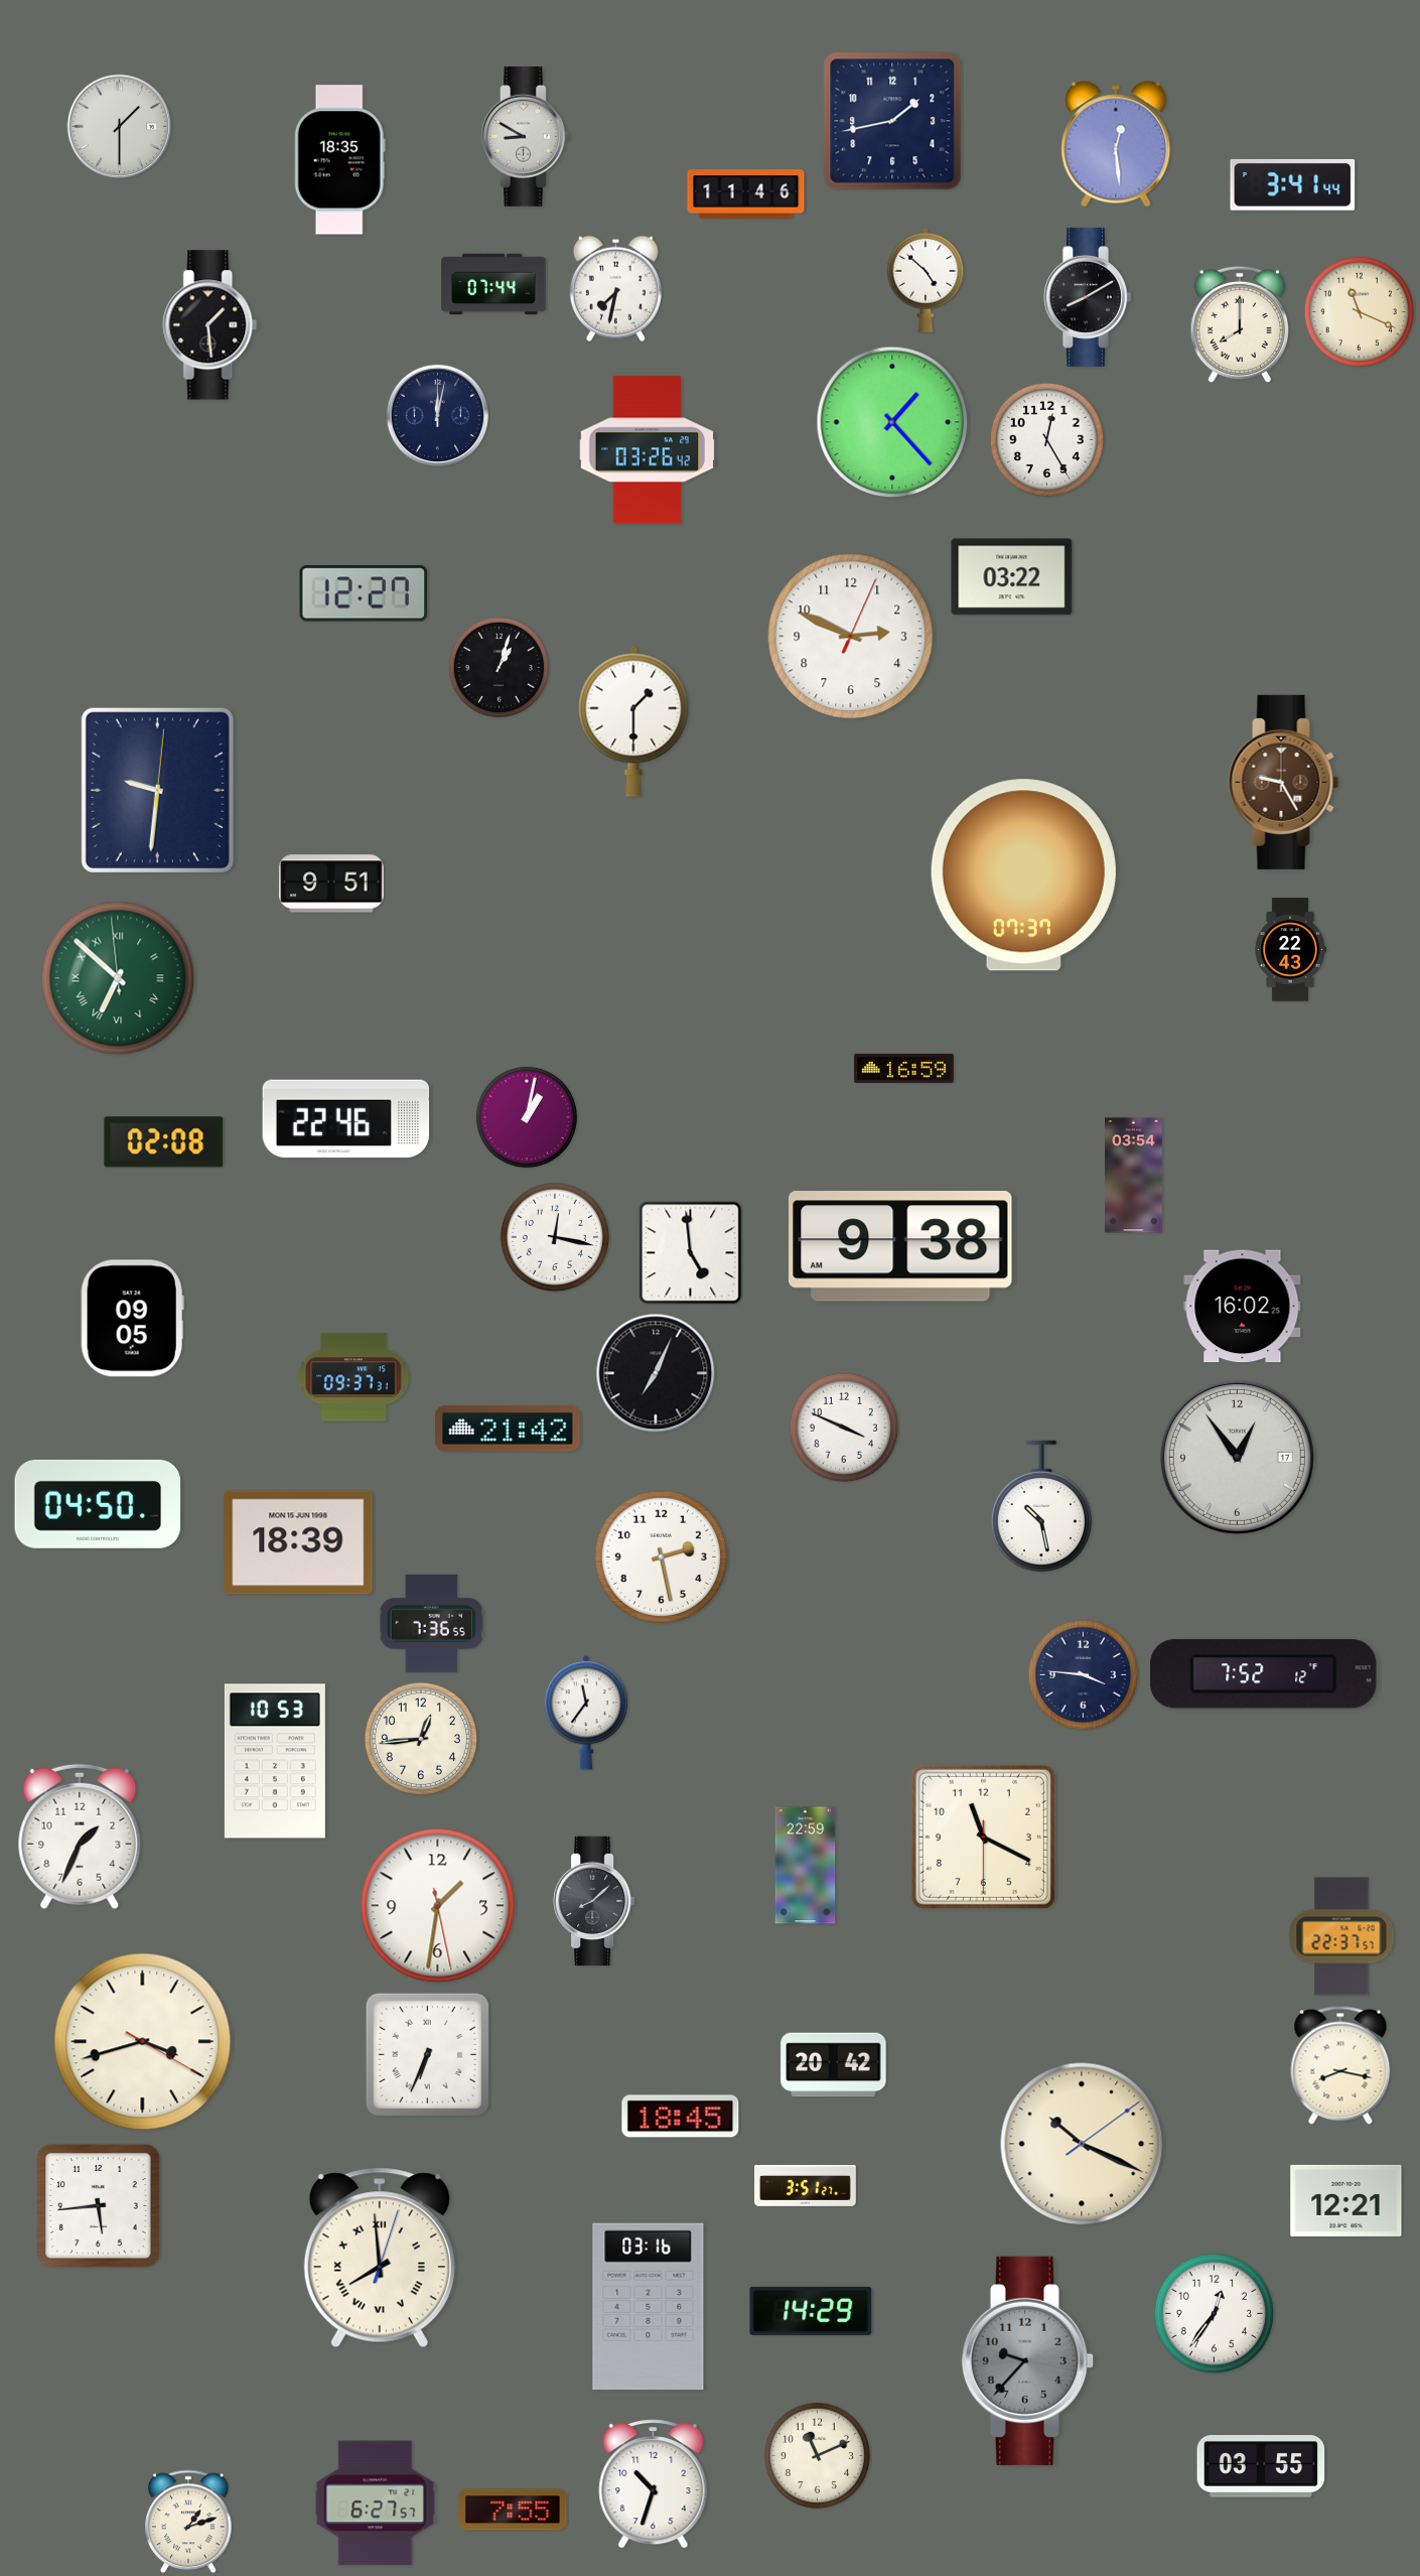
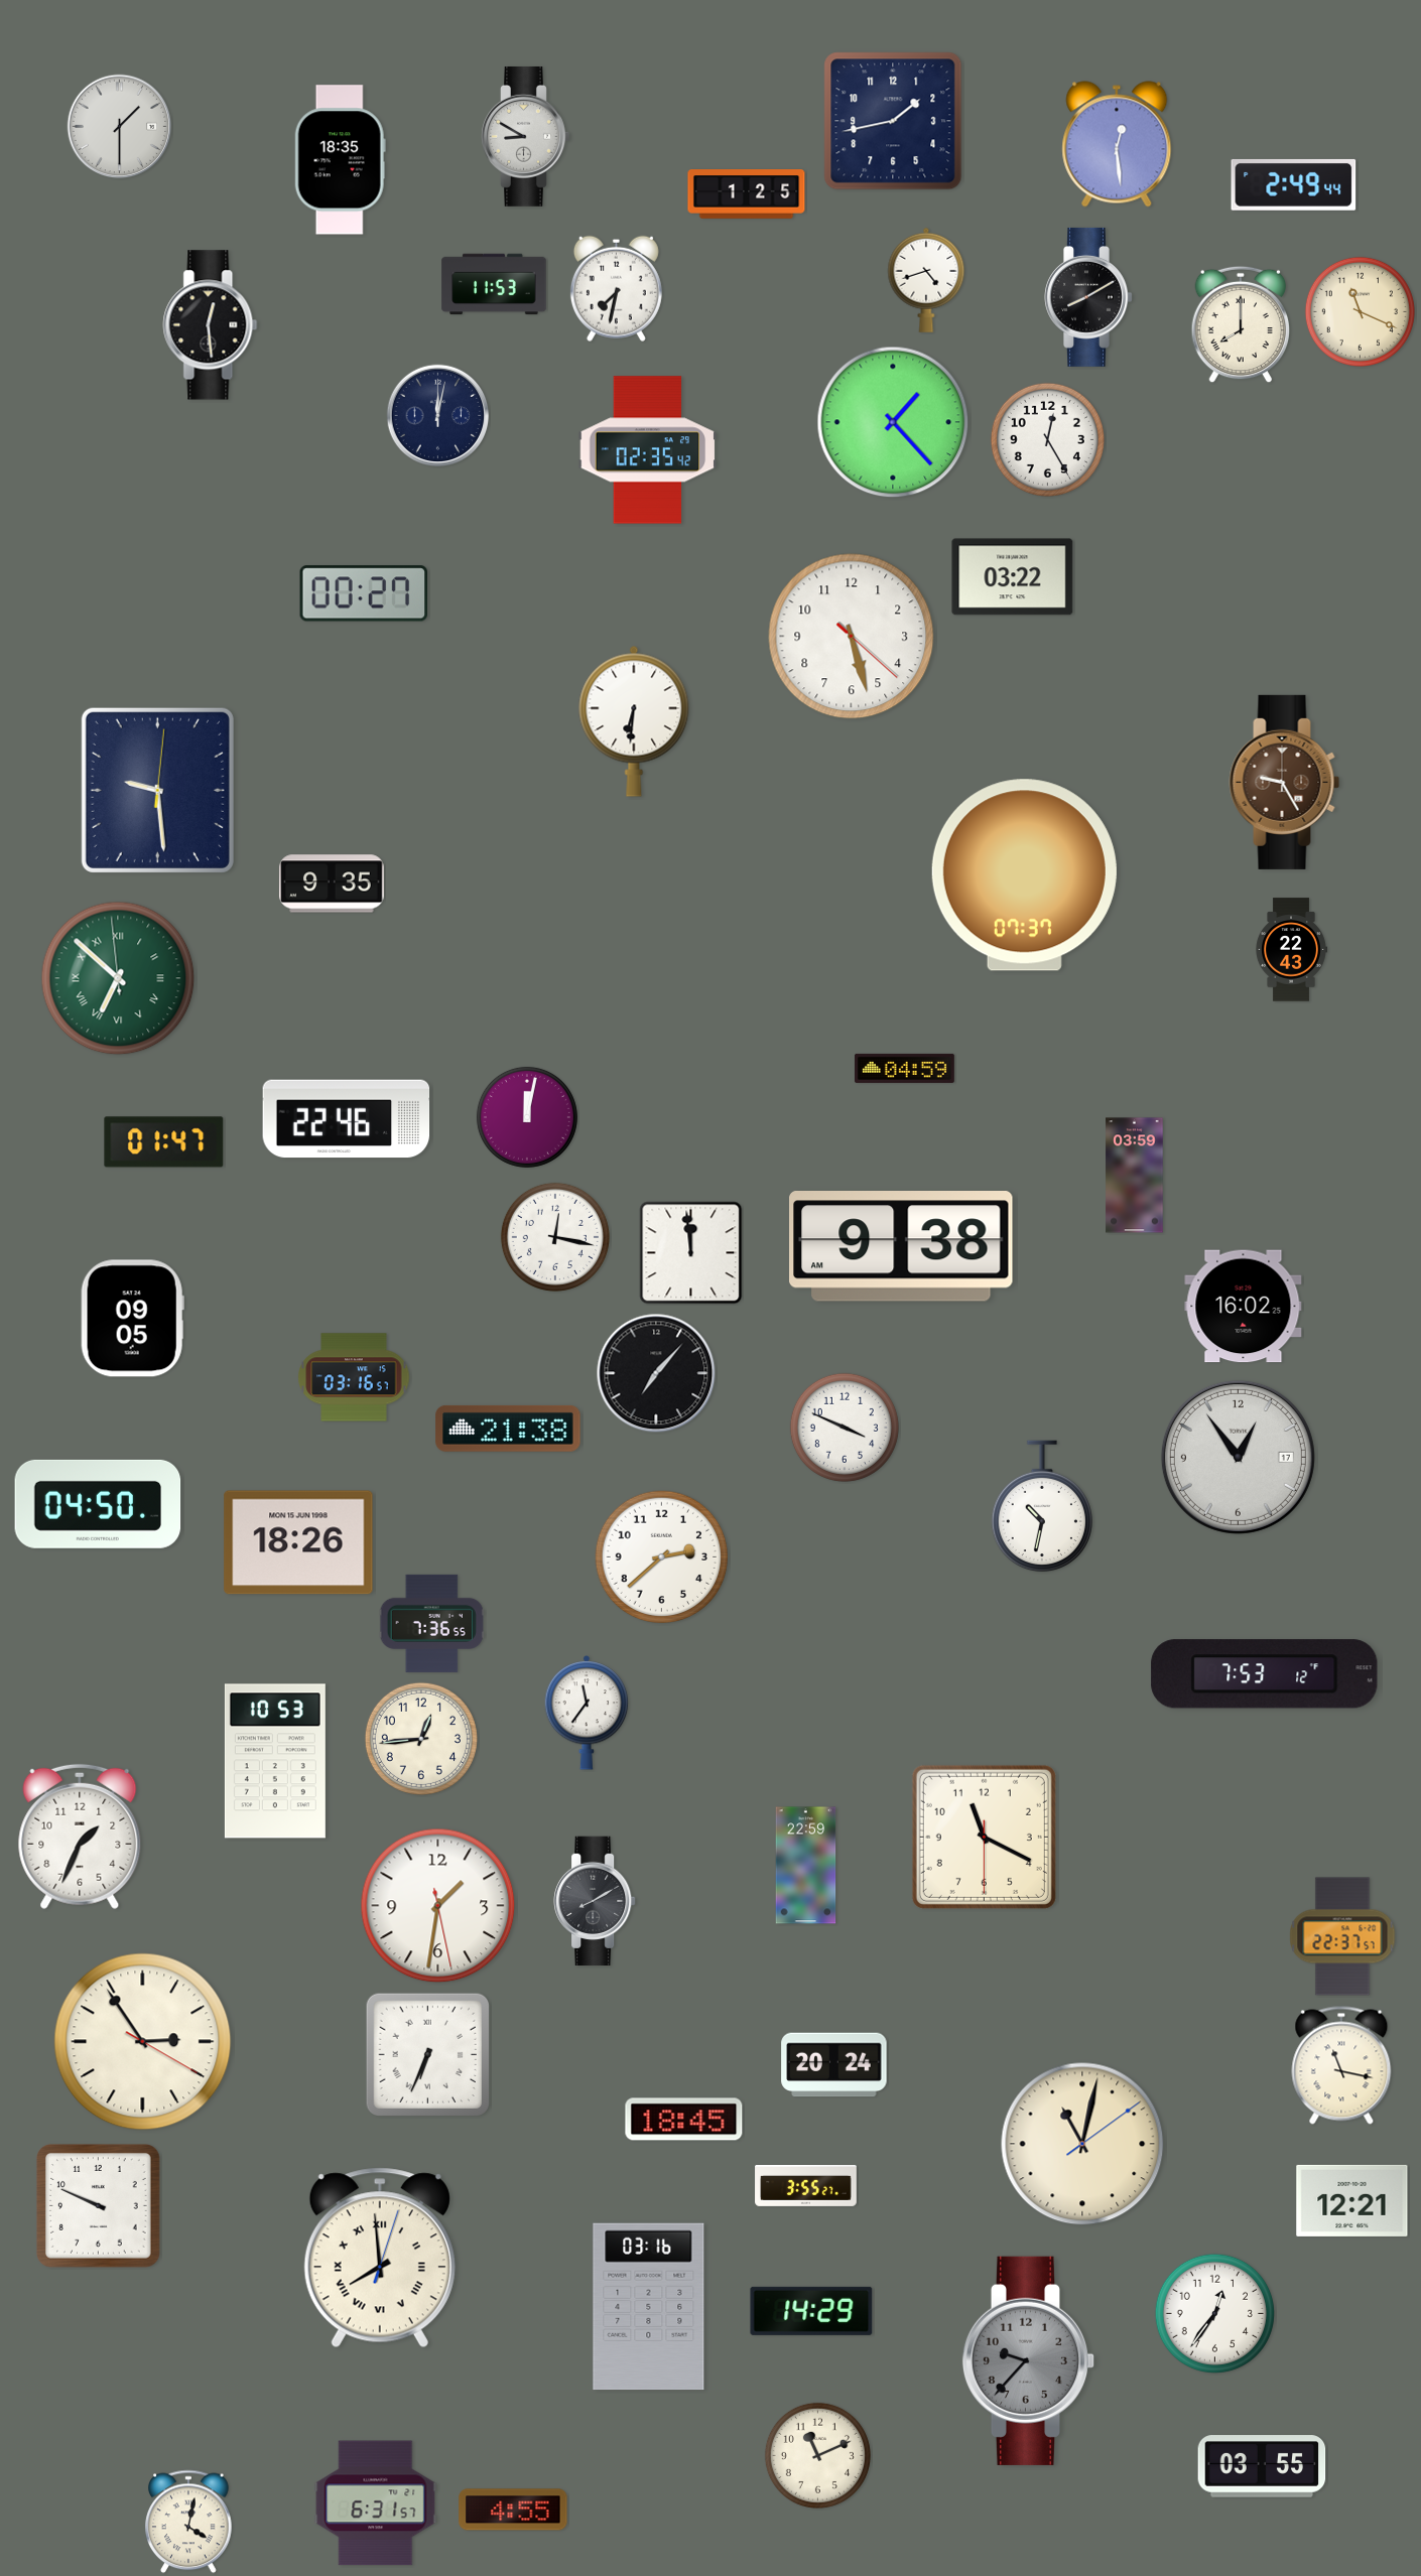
clock at (1293, 184): 3:41 -> 2:49
clock at (746, 194): 11:46 -> 1:25
clock at (926, 280): 4:52 -> 4:42
clock at (493, 284): 07:44 -> 11:53
clock at (210, 325): 1:29 -> 12:29
clock at (648, 450): 03:26 -> 02:35
clock at (363, 593): 12:27 -> 00:27
clock at (851, 637): 2:49 -> 5:27
clock at (499, 667): 1:03 -> none
clock at (633, 721): 1:30 -> 6:31
clock at (157, 790): 9:31 -> 9:29
clock at (331, 884): 9:51 -> 9:35
clock at (903, 1068): 16:59 -> 04:59
clock at (527, 1117): 1:02 -> 12:02
clock at (164, 1142): 02:08 -> 01:47
clock at (1134, 1176): 03:54 -> 03:59
clock at (691, 1253): 4:59 -> 11:59
clock at (656, 1373): 7:04 -> 7:07
clock at (353, 1377): 09:37 -> 03:16
clock at (508, 1429): 21:42 -> 21:38
clock at (1040, 1506): 10:28 -> 10:32
clock at (298, 1542): 18:39 -> 18:26
clock at (662, 1557): 2:28 -> 2:38
clock at (1083, 1674): 3:46 -> none
clock at (1264, 1674): 7:52 -> 7:53
clock at (594, 1901): 8:08 -> 8:10
clock at (143, 2042): 3:42 -> 2:54
clock at (834, 2065): 20:42 -> 20:24
clock at (1340, 2065): 8:17 -> 11:17
clock at (681, 2117) position: (681, 2117) -> (684, 2120)
clock at (1082, 2144): 10:19 -> 11:02
clock at (806, 2185): 3:51 -> 3:55
clock at (1346, 2200) position: (1346, 2200) -> (1352, 2200)
clock at (99, 2206): 5:44 -> 9:49
clock at (654, 2484): 10:33 -> none
clock at (376, 2503): 6:27 -> 6:31
clock at (513, 2510): 7:55 -> 4:55
clock at (188, 2522): 1:12 -> 4:02
